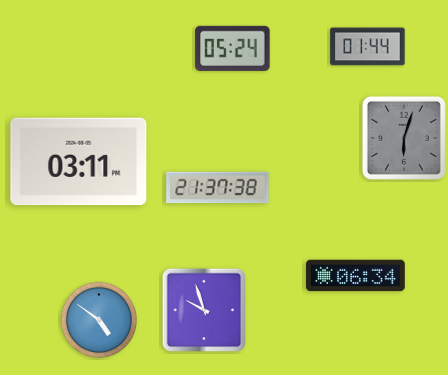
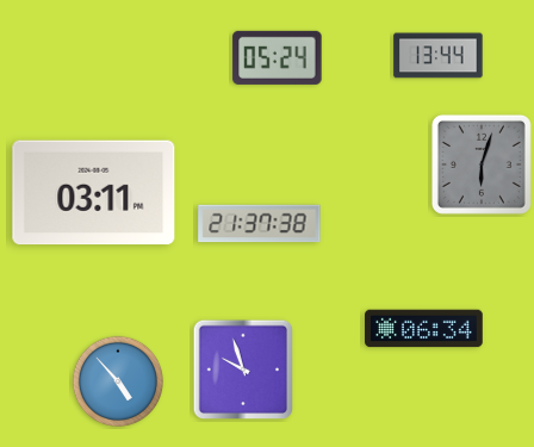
clock at (368, 47): 01:44 -> 13:44
clock at (98, 319): 4:51 -> 4:53
